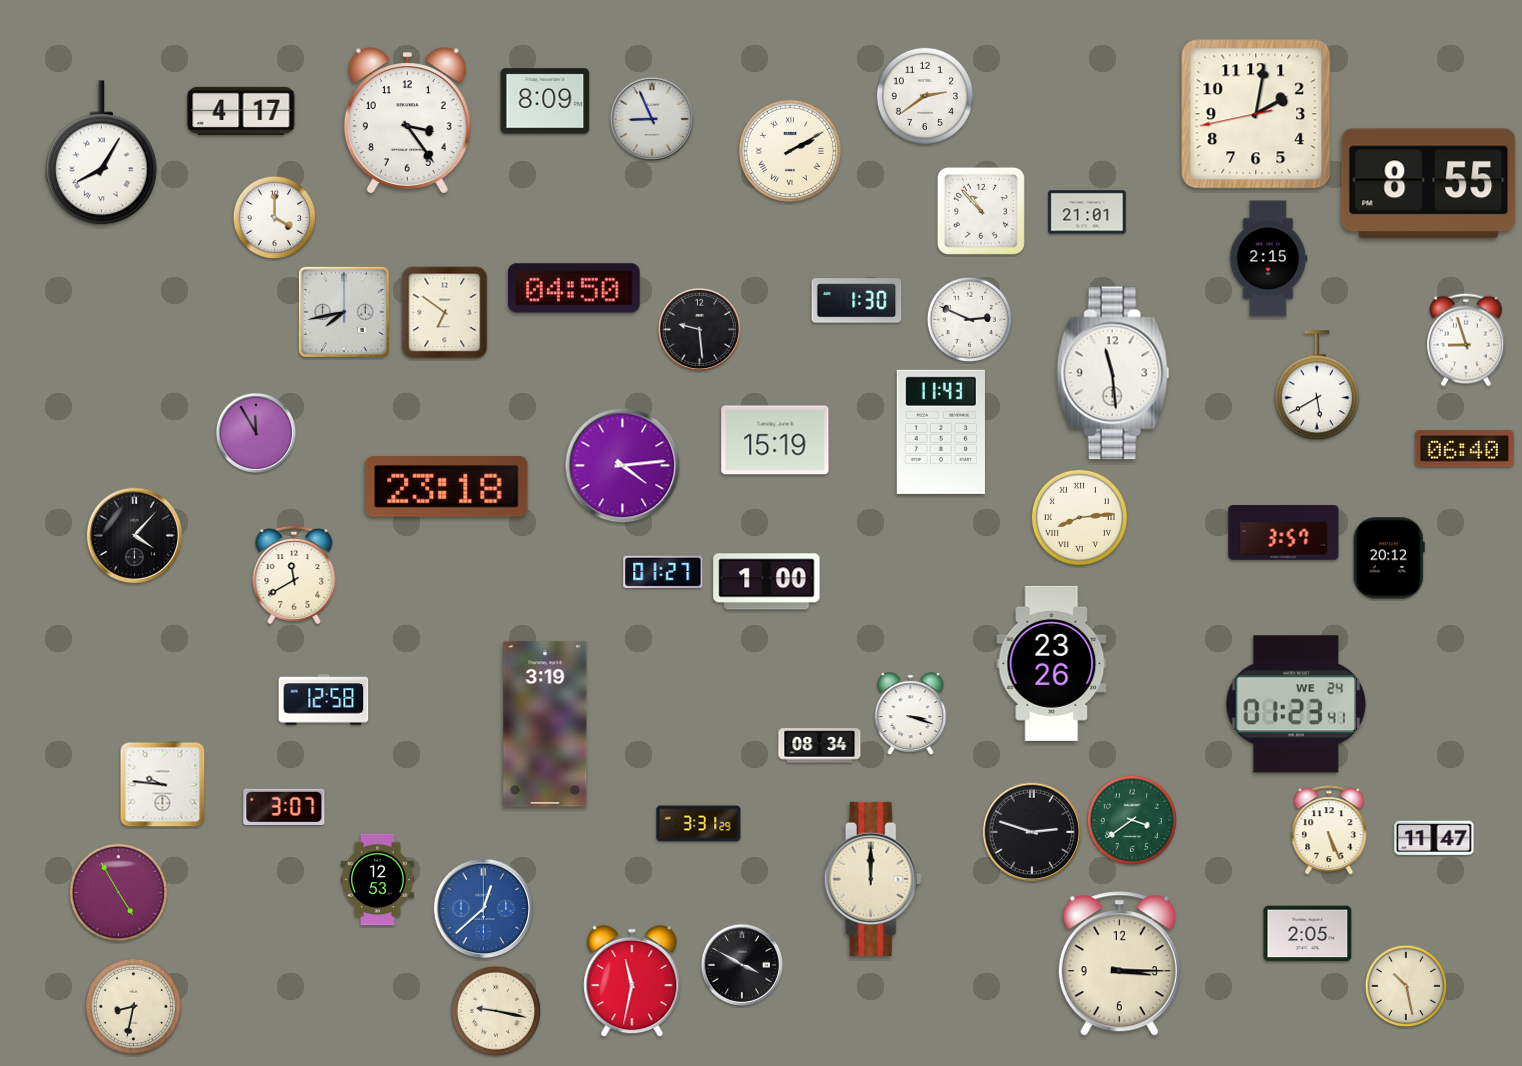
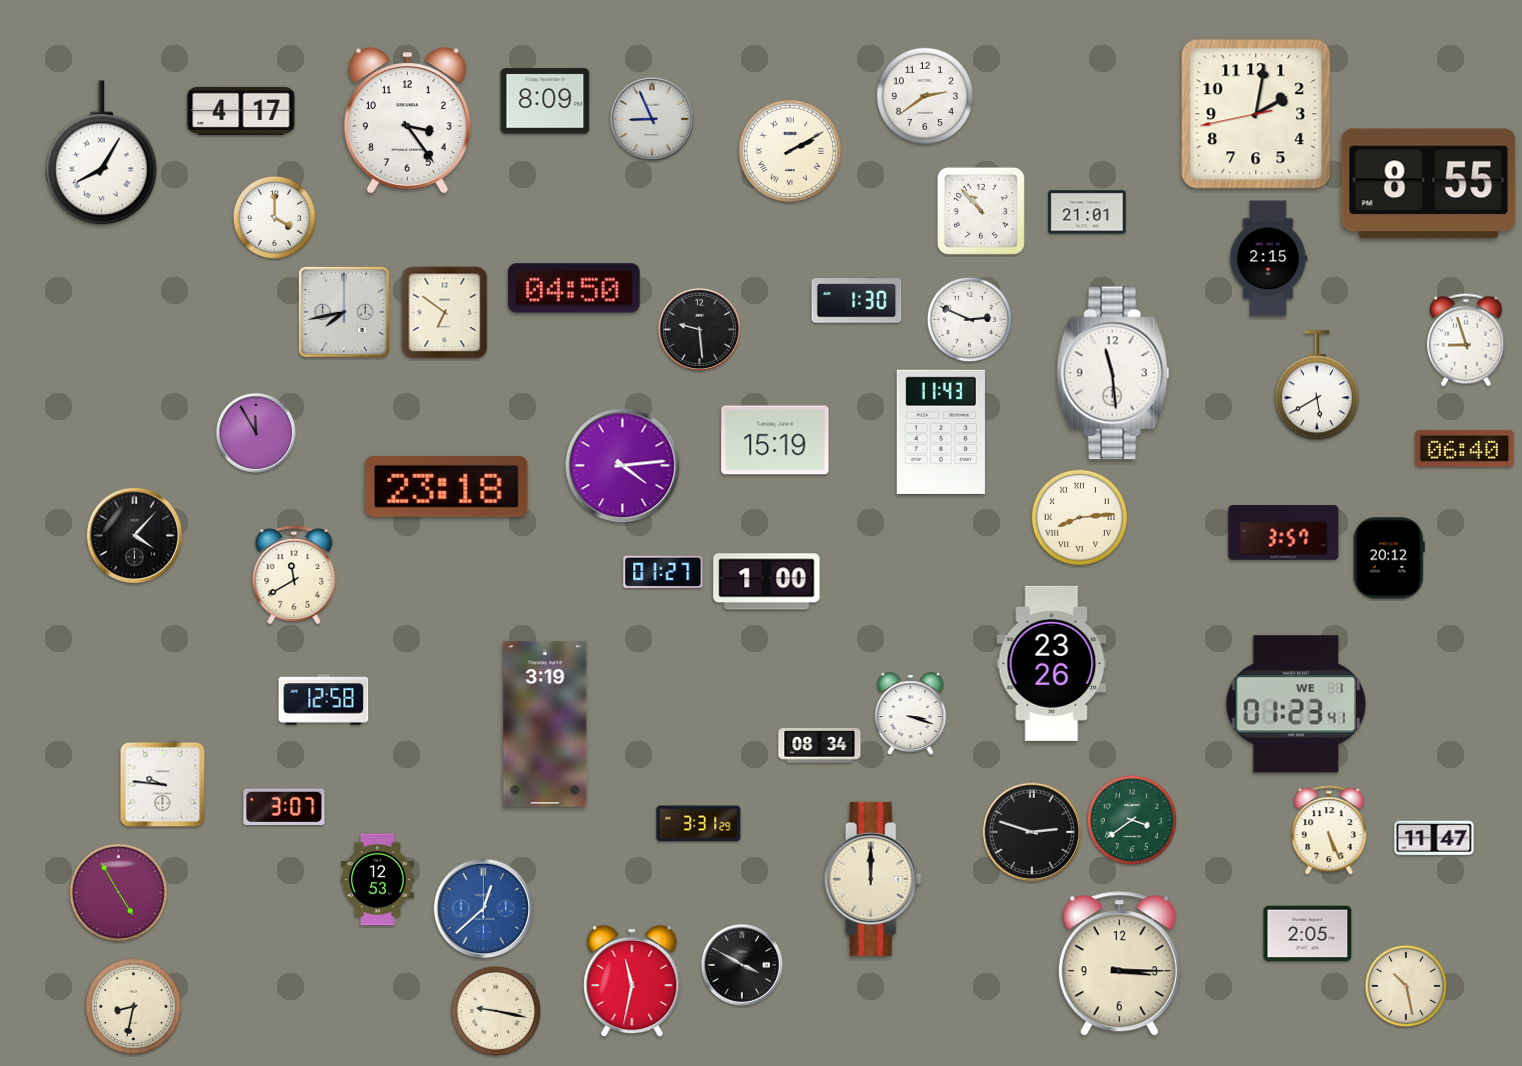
clock at (1296, 704) date: WE 24 -> WE 1
